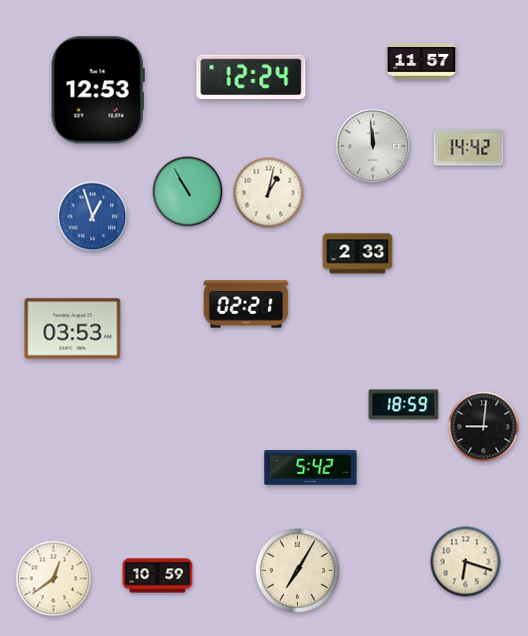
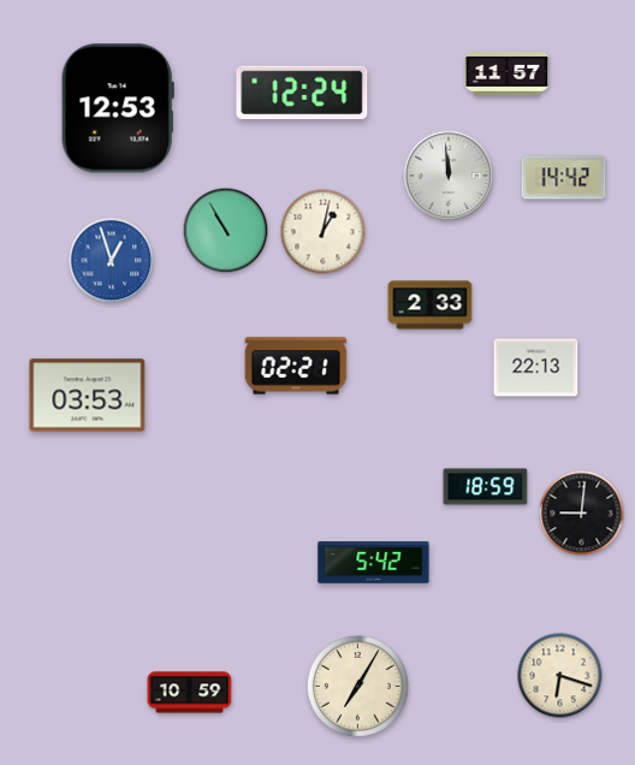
clock at (536, 368): none -> 22:13
clock at (54, 579): 12:39 -> none
